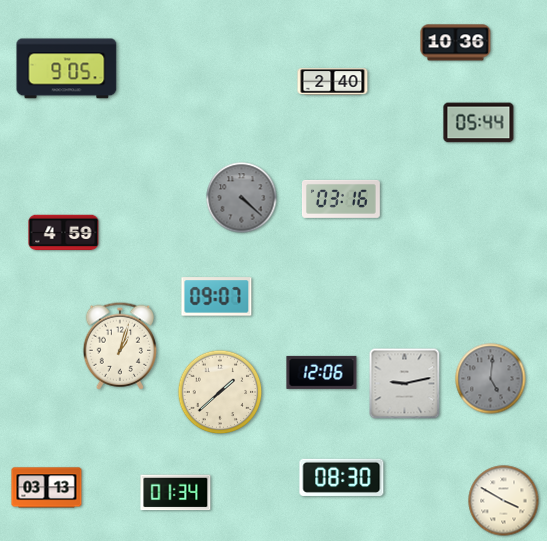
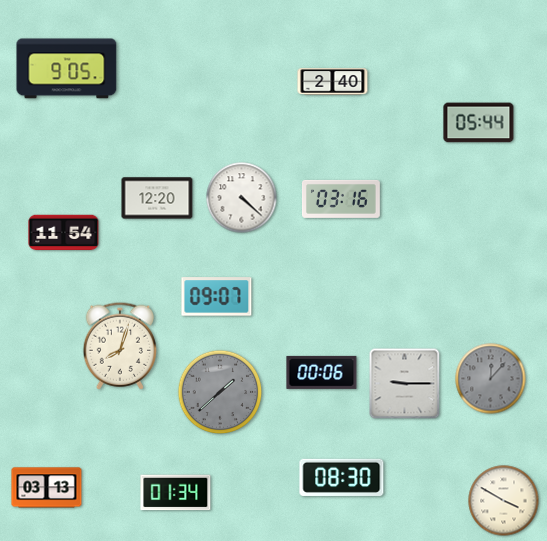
clock at (456, 43): 10:36 -> none
clock at (157, 198): none -> 12:20
clock at (242, 198) dial: grey -> white
clock at (64, 233): 4:59 -> 11:54
clock at (119, 346): 1:03 -> 8:03
clock at (322, 372): 12:06 -> 00:06
clock at (491, 379): 5:01 -> 12:07
clock at (405, 384): 9:13 -> 9:15
clock at (220, 392) dial: cream -> grey
